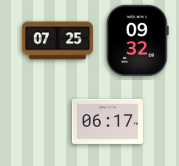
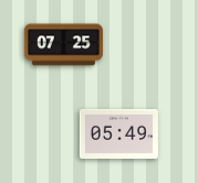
clock at (137, 40): 09:32 -> none
clock at (107, 121): 06:17 -> 05:49
